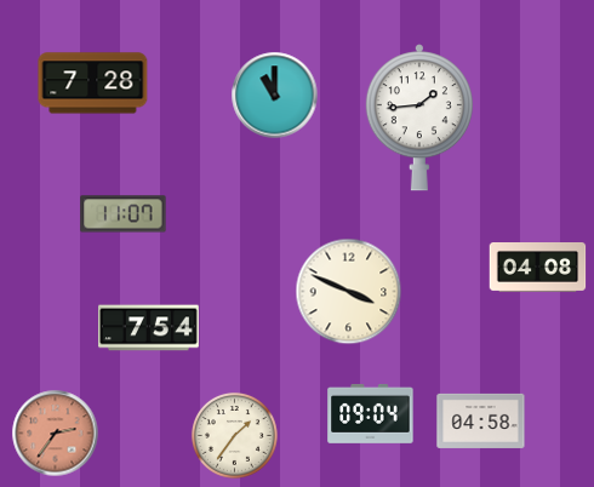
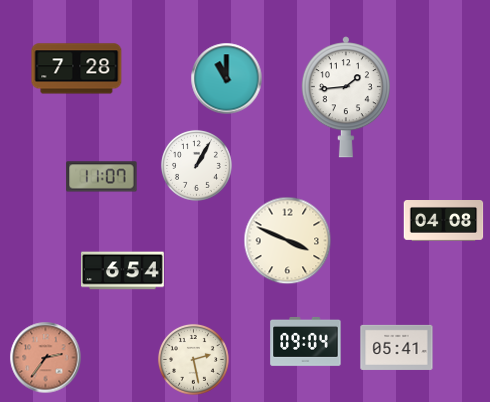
clock at (196, 165): none -> 1:05
clock at (149, 328): 7:54 -> 6:54
clock at (481, 420): 04:58 -> 05:41
clock at (234, 435): 1:36 -> 2:28
